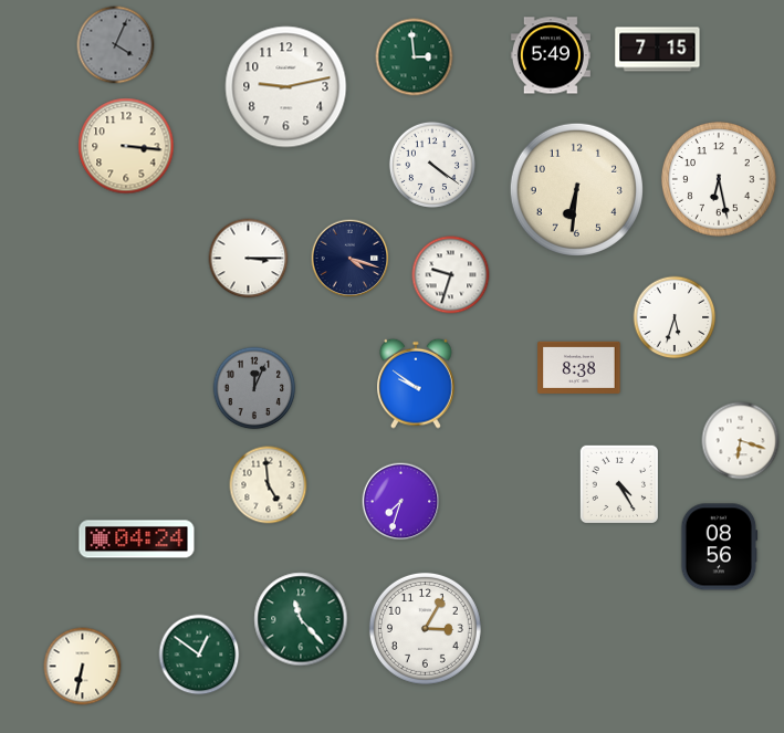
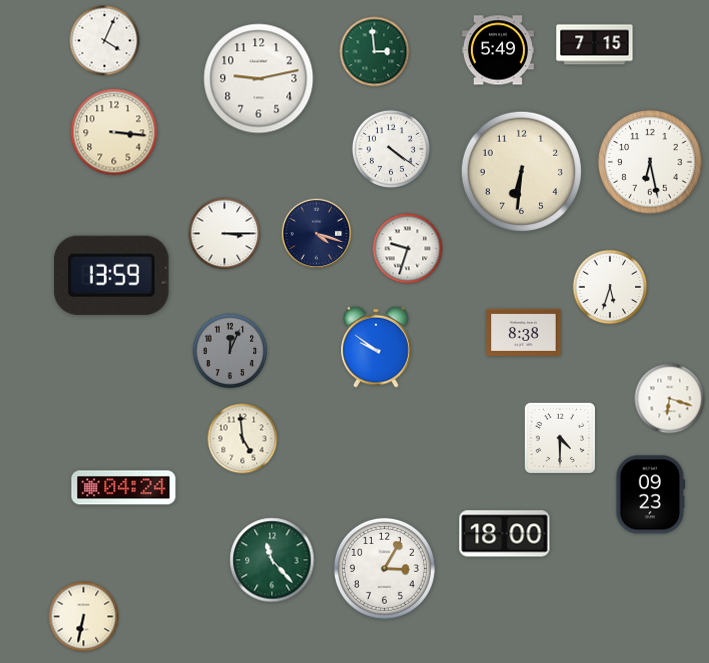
clock at (116, 45) dial: grey -> white
clock at (112, 275): none -> 13:59
clock at (618, 483): 4:25 -> 4:30
clock at (401, 502): 7:33 -> none
clock at (720, 547): 08:56 -> 09:23
clock at (505, 534): none -> 18:00
clock at (199, 655): 12:51 -> none
clock at (83, 667) position: (83, 667) -> (84, 617)
